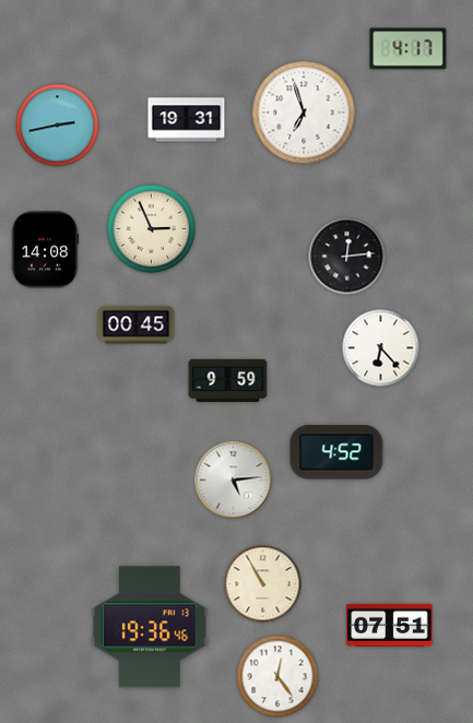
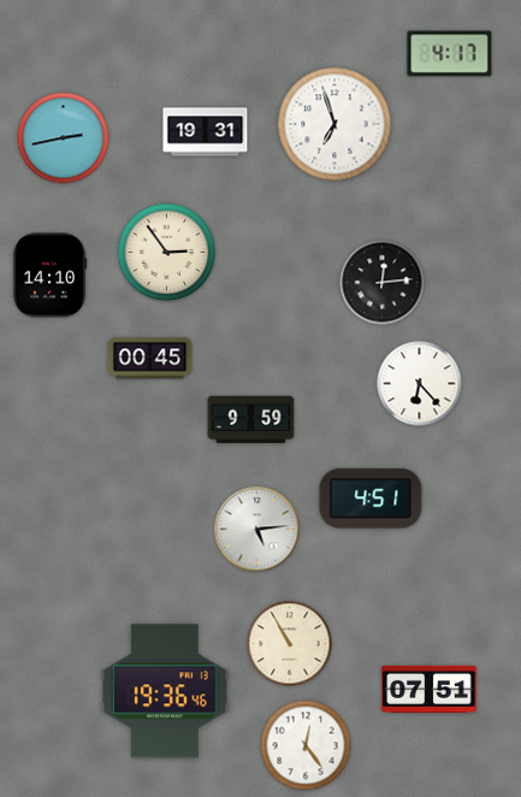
clock at (152, 229): 2:56 -> 2:54
clock at (45, 250): 14:08 -> 14:10
clock at (336, 452): 4:52 -> 4:51
